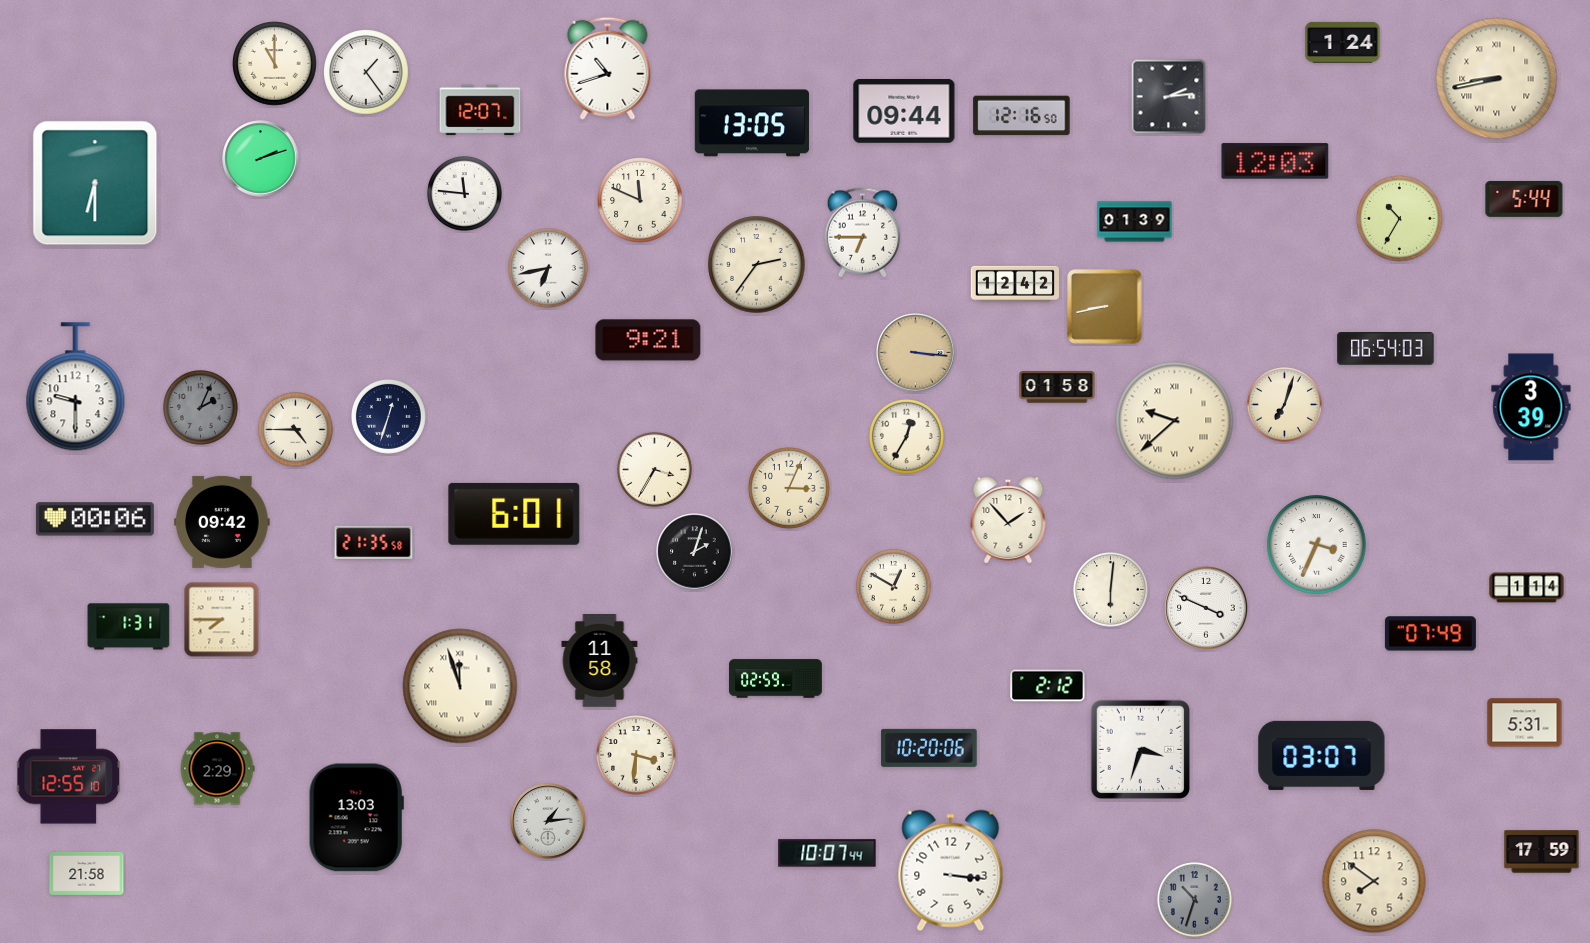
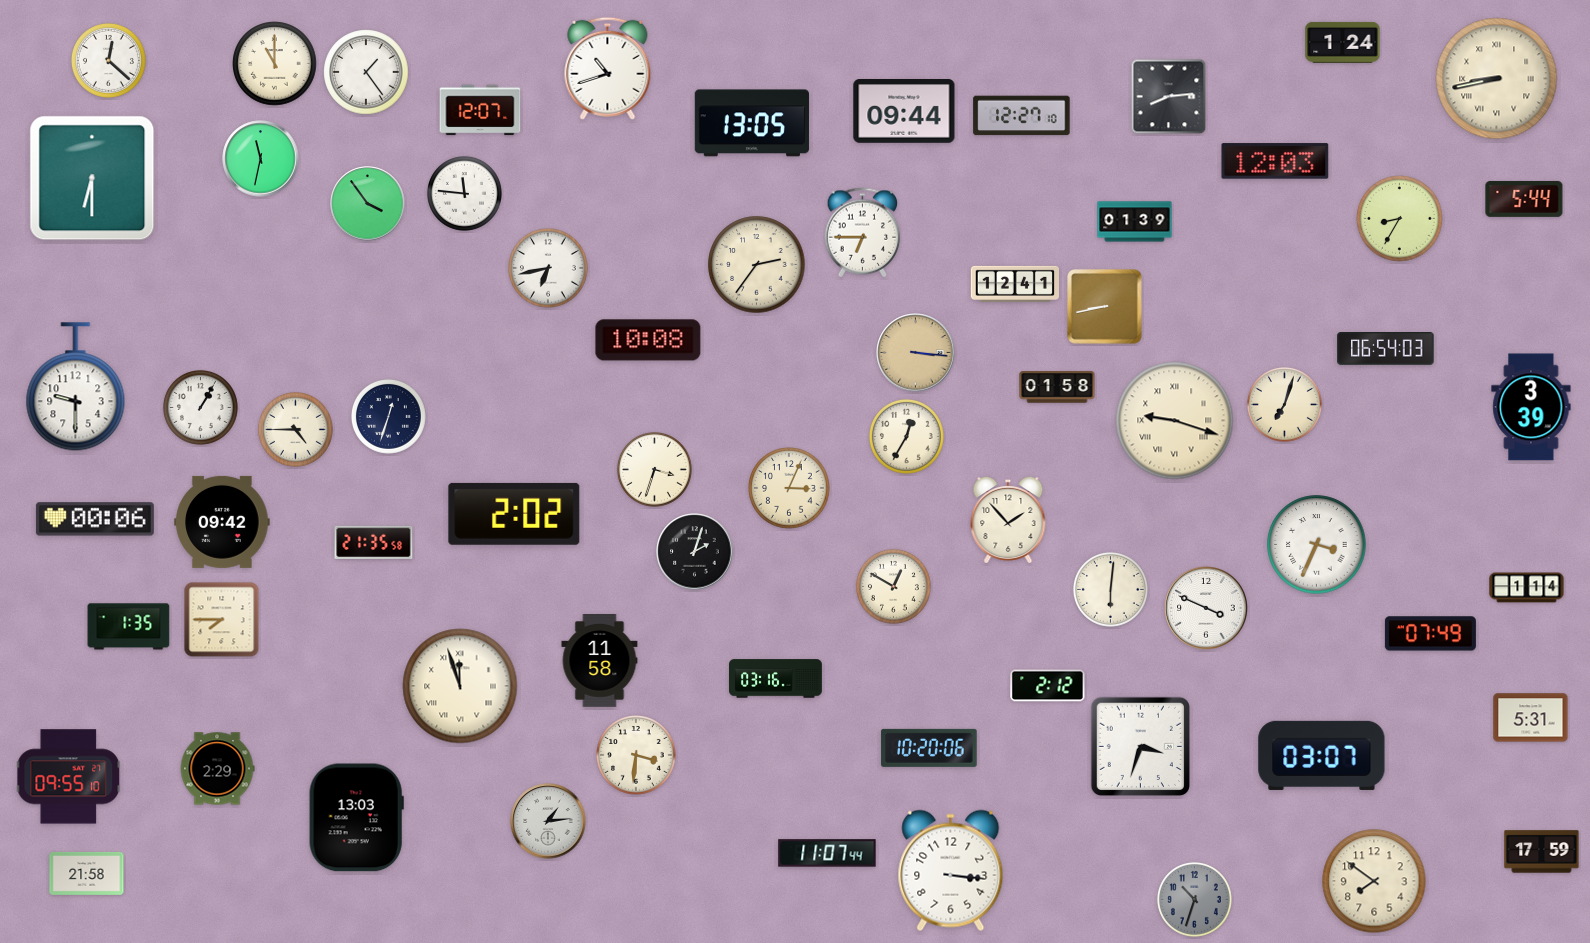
clock at (108, 60): none -> 12:22
clock at (1169, 97): 2:14 -> 8:14
clock at (1022, 116): 12:16 -> 12:27
clock at (261, 159): 2:12 -> 11:32
clock at (95, 183) position: (95, 183) -> (92, 178)
clock at (640, 200): 11:49 -> none
clock at (368, 204): none -> 3:54
clock at (1400, 219): 10:35 -> 8:35
clock at (1014, 284): 12:42 -> 12:41
clock at (648, 340): 9:21 -> 10:08
clock at (200, 407): 2:04 -> 1:05
clock at (200, 407) dial: grey -> white
clock at (1175, 421): 9:38 -> 9:18
clock at (654, 469): 3:35 -> 3:33
clock at (514, 514): 6:01 -> 2:02
clock at (129, 627): 1:31 -> 1:35
clock at (776, 679): 02:59 -> 03:16
clock at (1525, 723) position: (1525, 723) -> (1531, 718)
clock at (1140, 749) position: (1140, 749) -> (1140, 746)
clock at (69, 777): 12:55 -> 09:55
clock at (827, 853): 10:07 -> 11:07
